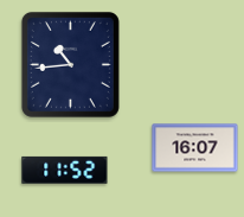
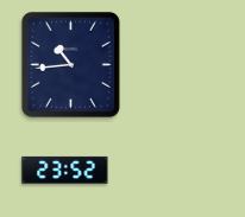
clock at (195, 148): 16:07 -> none
clock at (65, 170): 11:52 -> 23:52
